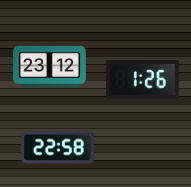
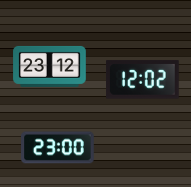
clock at (143, 80): 1:26 -> 12:02
clock at (58, 148): 22:58 -> 23:00
